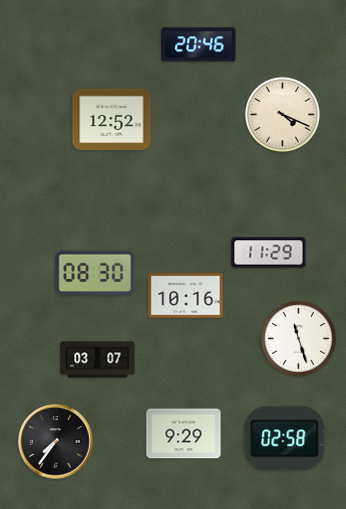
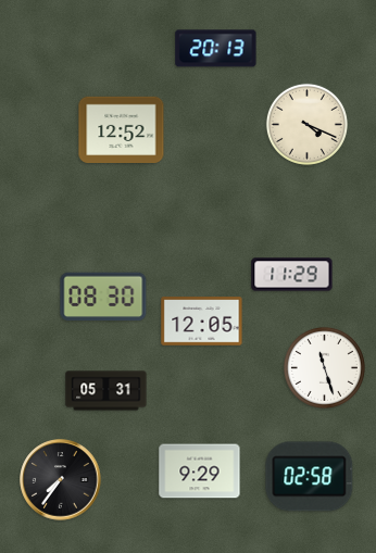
clock at (199, 45): 20:46 -> 20:13
clock at (186, 296): 10:16 -> 12:05
clock at (98, 360): 03:07 -> 05:31
